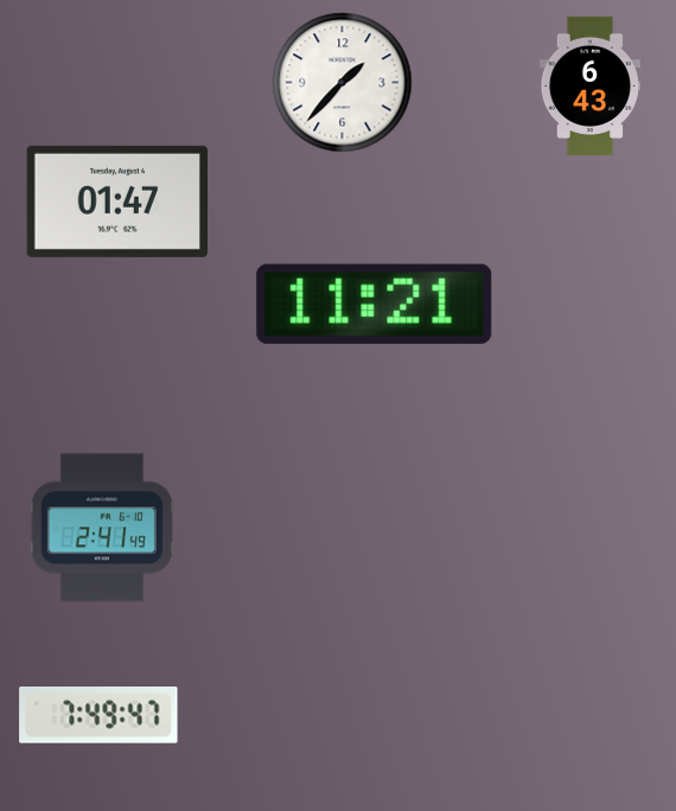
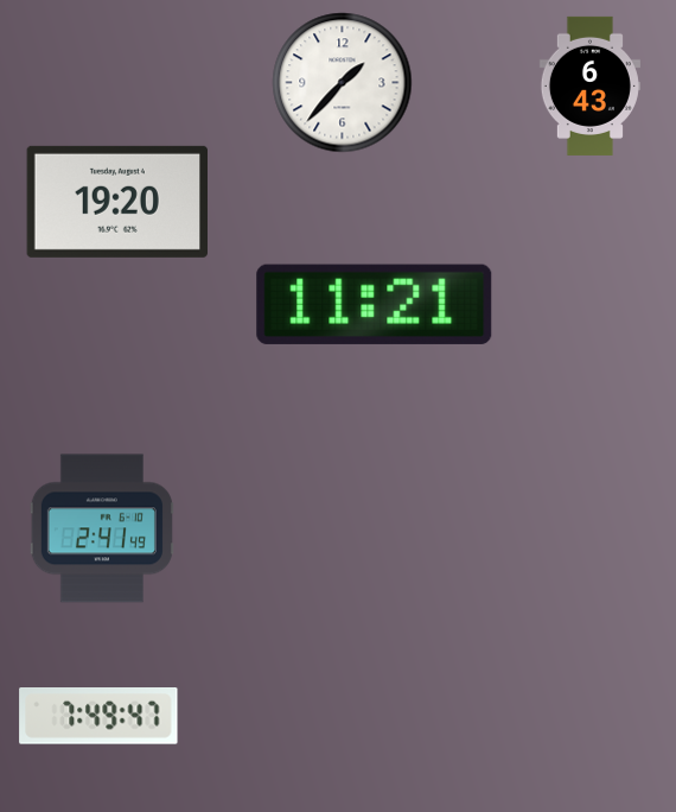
clock at (116, 202): 01:47 -> 19:20
